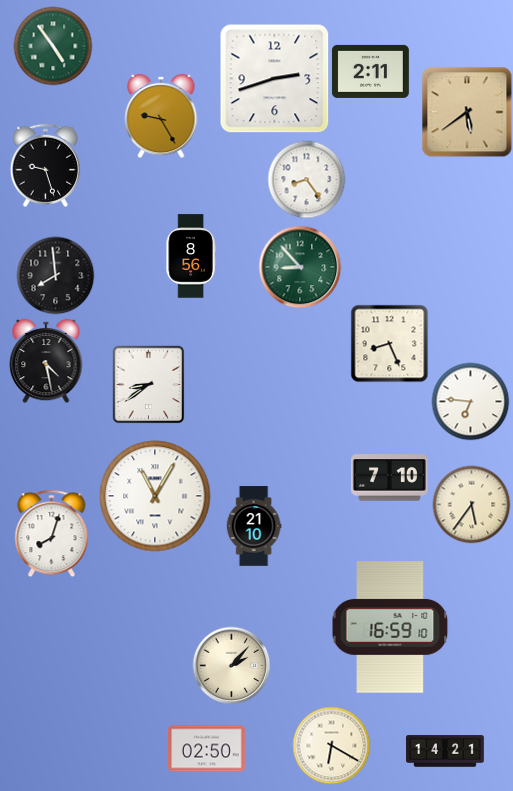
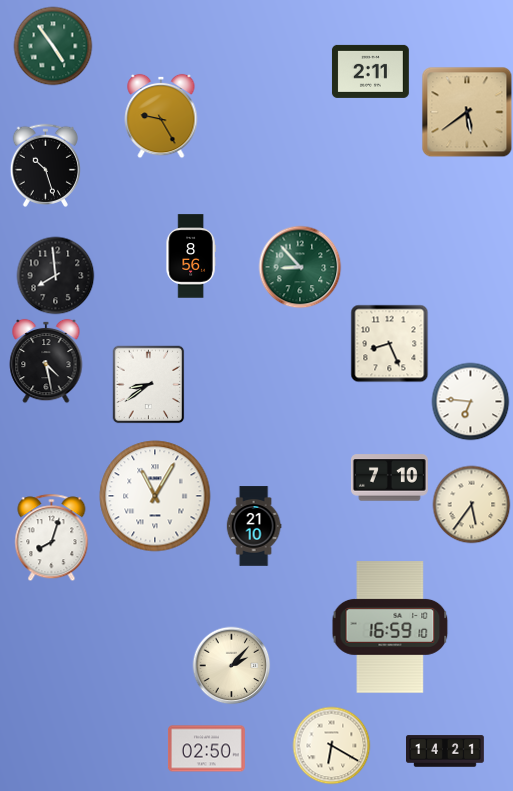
clock at (275, 79): 2:42 -> none
clock at (45, 165): 9:27 -> 10:27
clock at (306, 179): 8:24 -> none
clock at (52, 533) position: (52, 533) -> (52, 537)
